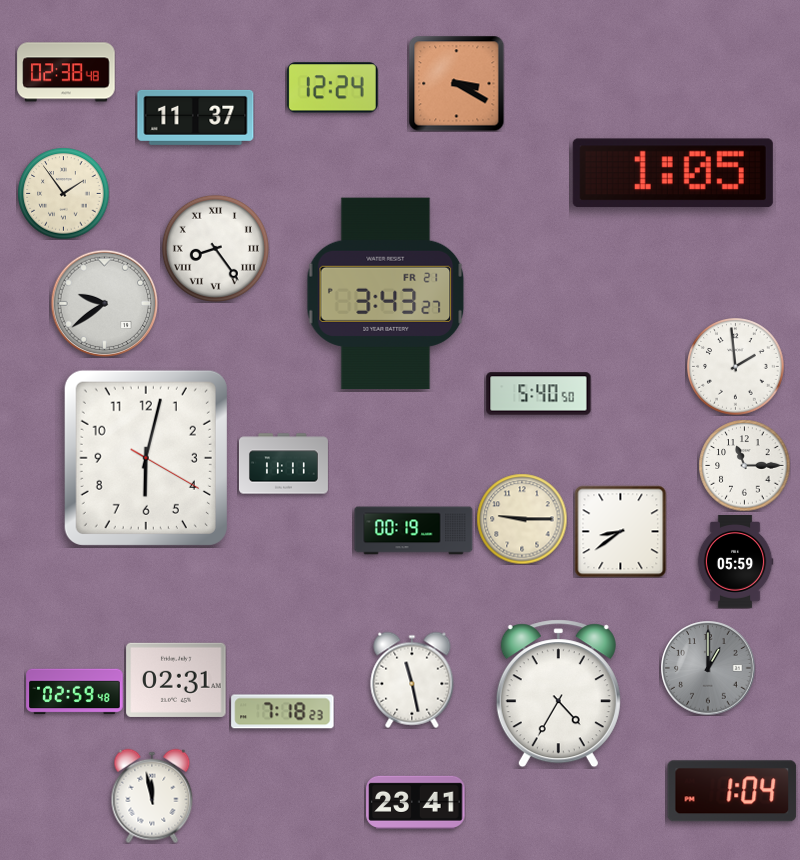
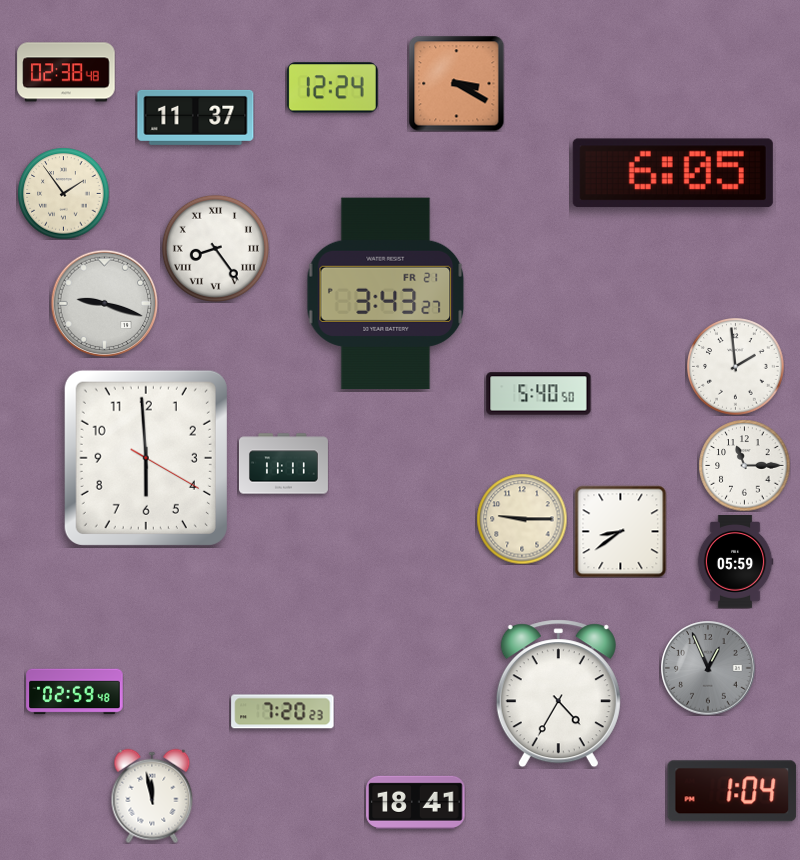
clock at (673, 173): 1:05 -> 6:05
clock at (104, 303): 9:39 -> 9:18
clock at (146, 458): 6:02 -> 5:59
clock at (414, 531): 00:19 -> none
clock at (708, 668): 1:00 -> 12:56
clock at (176, 680): 02:31 -> none
clock at (412, 680): 11:28 -> none
clock at (283, 712): 7:18 -> 7:20
clock at (416, 802): 23:41 -> 18:41
